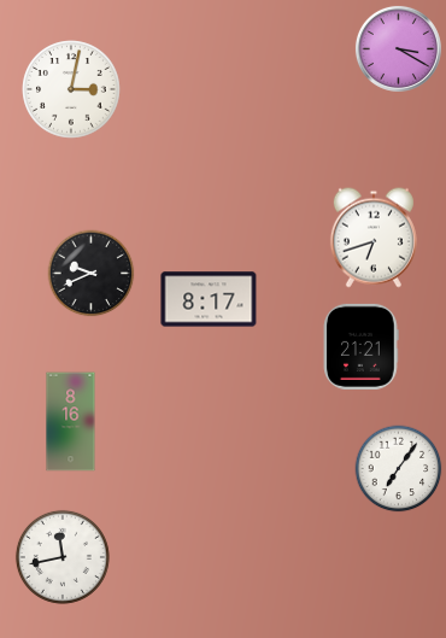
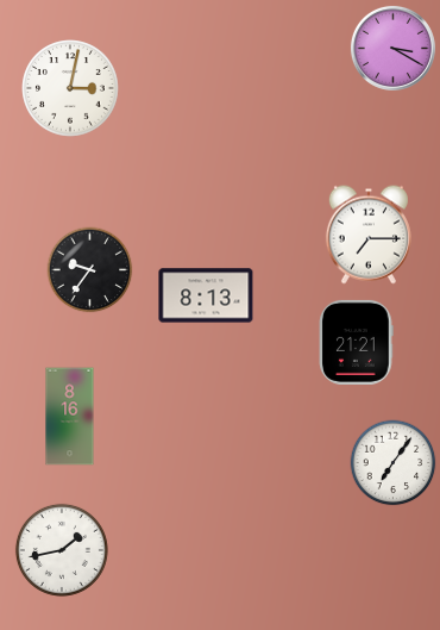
clock at (374, 238): 6:42 -> 7:15
clock at (92, 274): 9:41 -> 9:36
clock at (209, 299): 8:17 -> 8:13
clock at (63, 557): 11:43 -> 1:43
